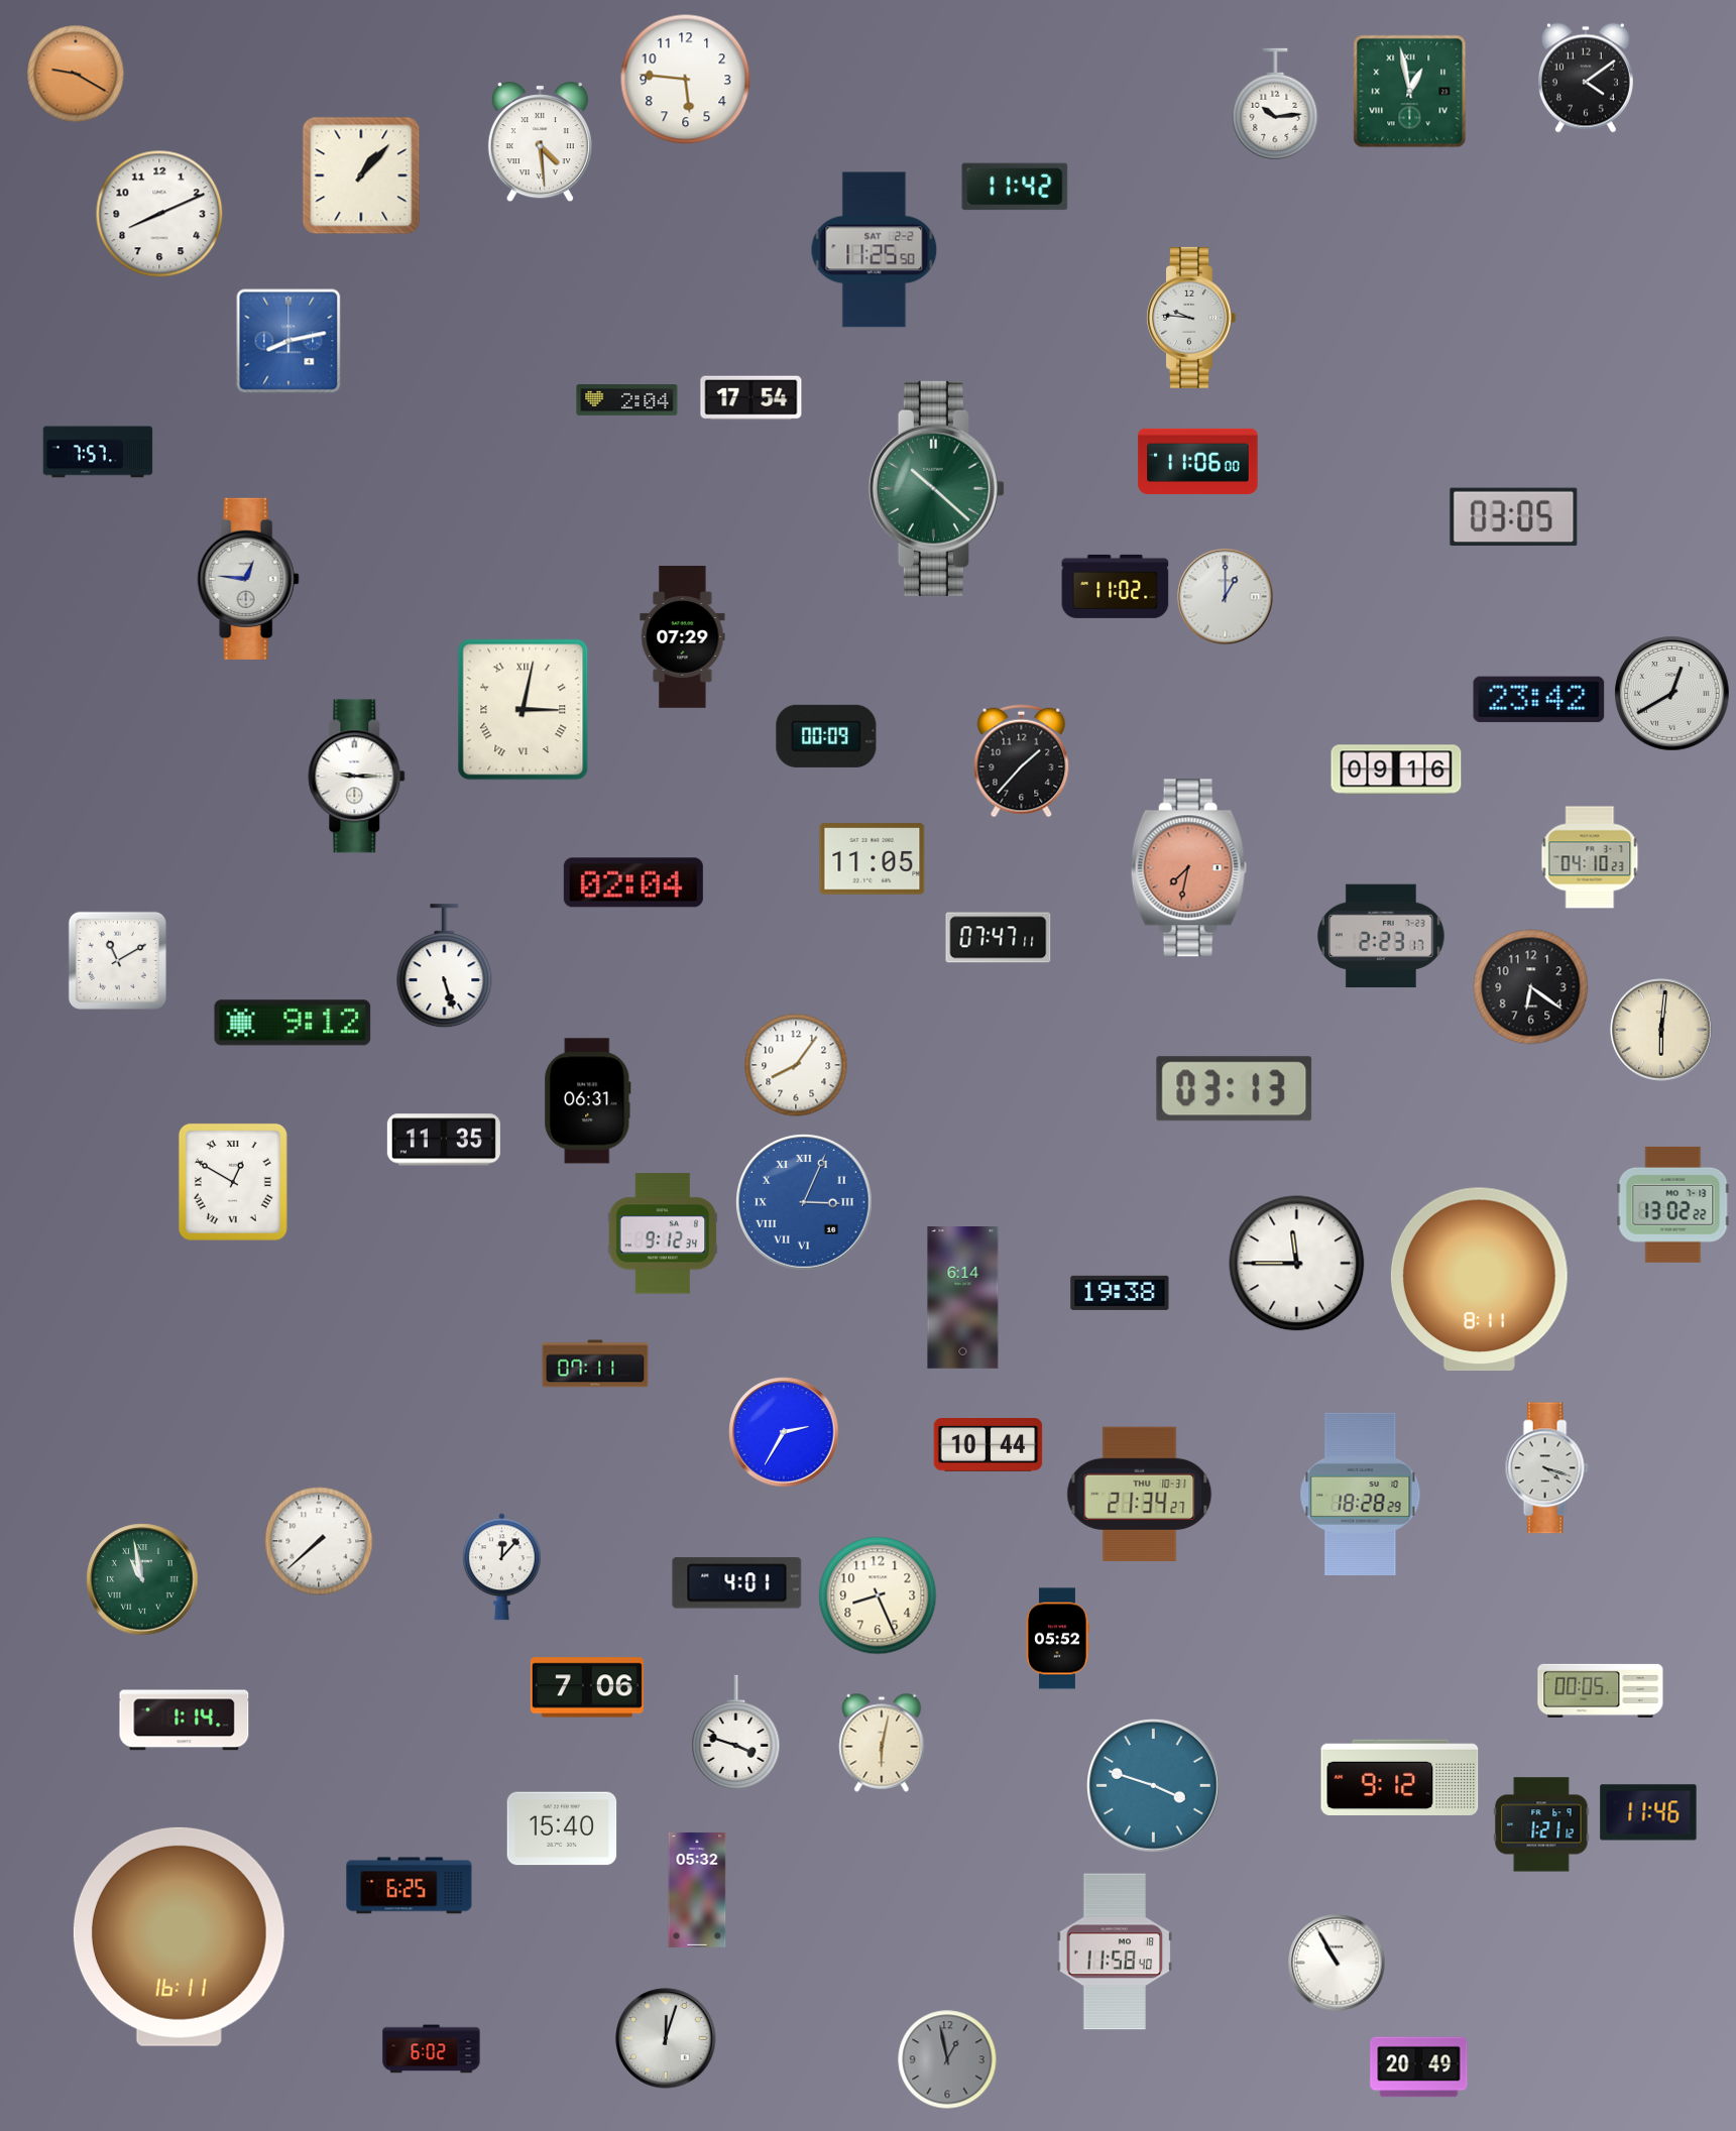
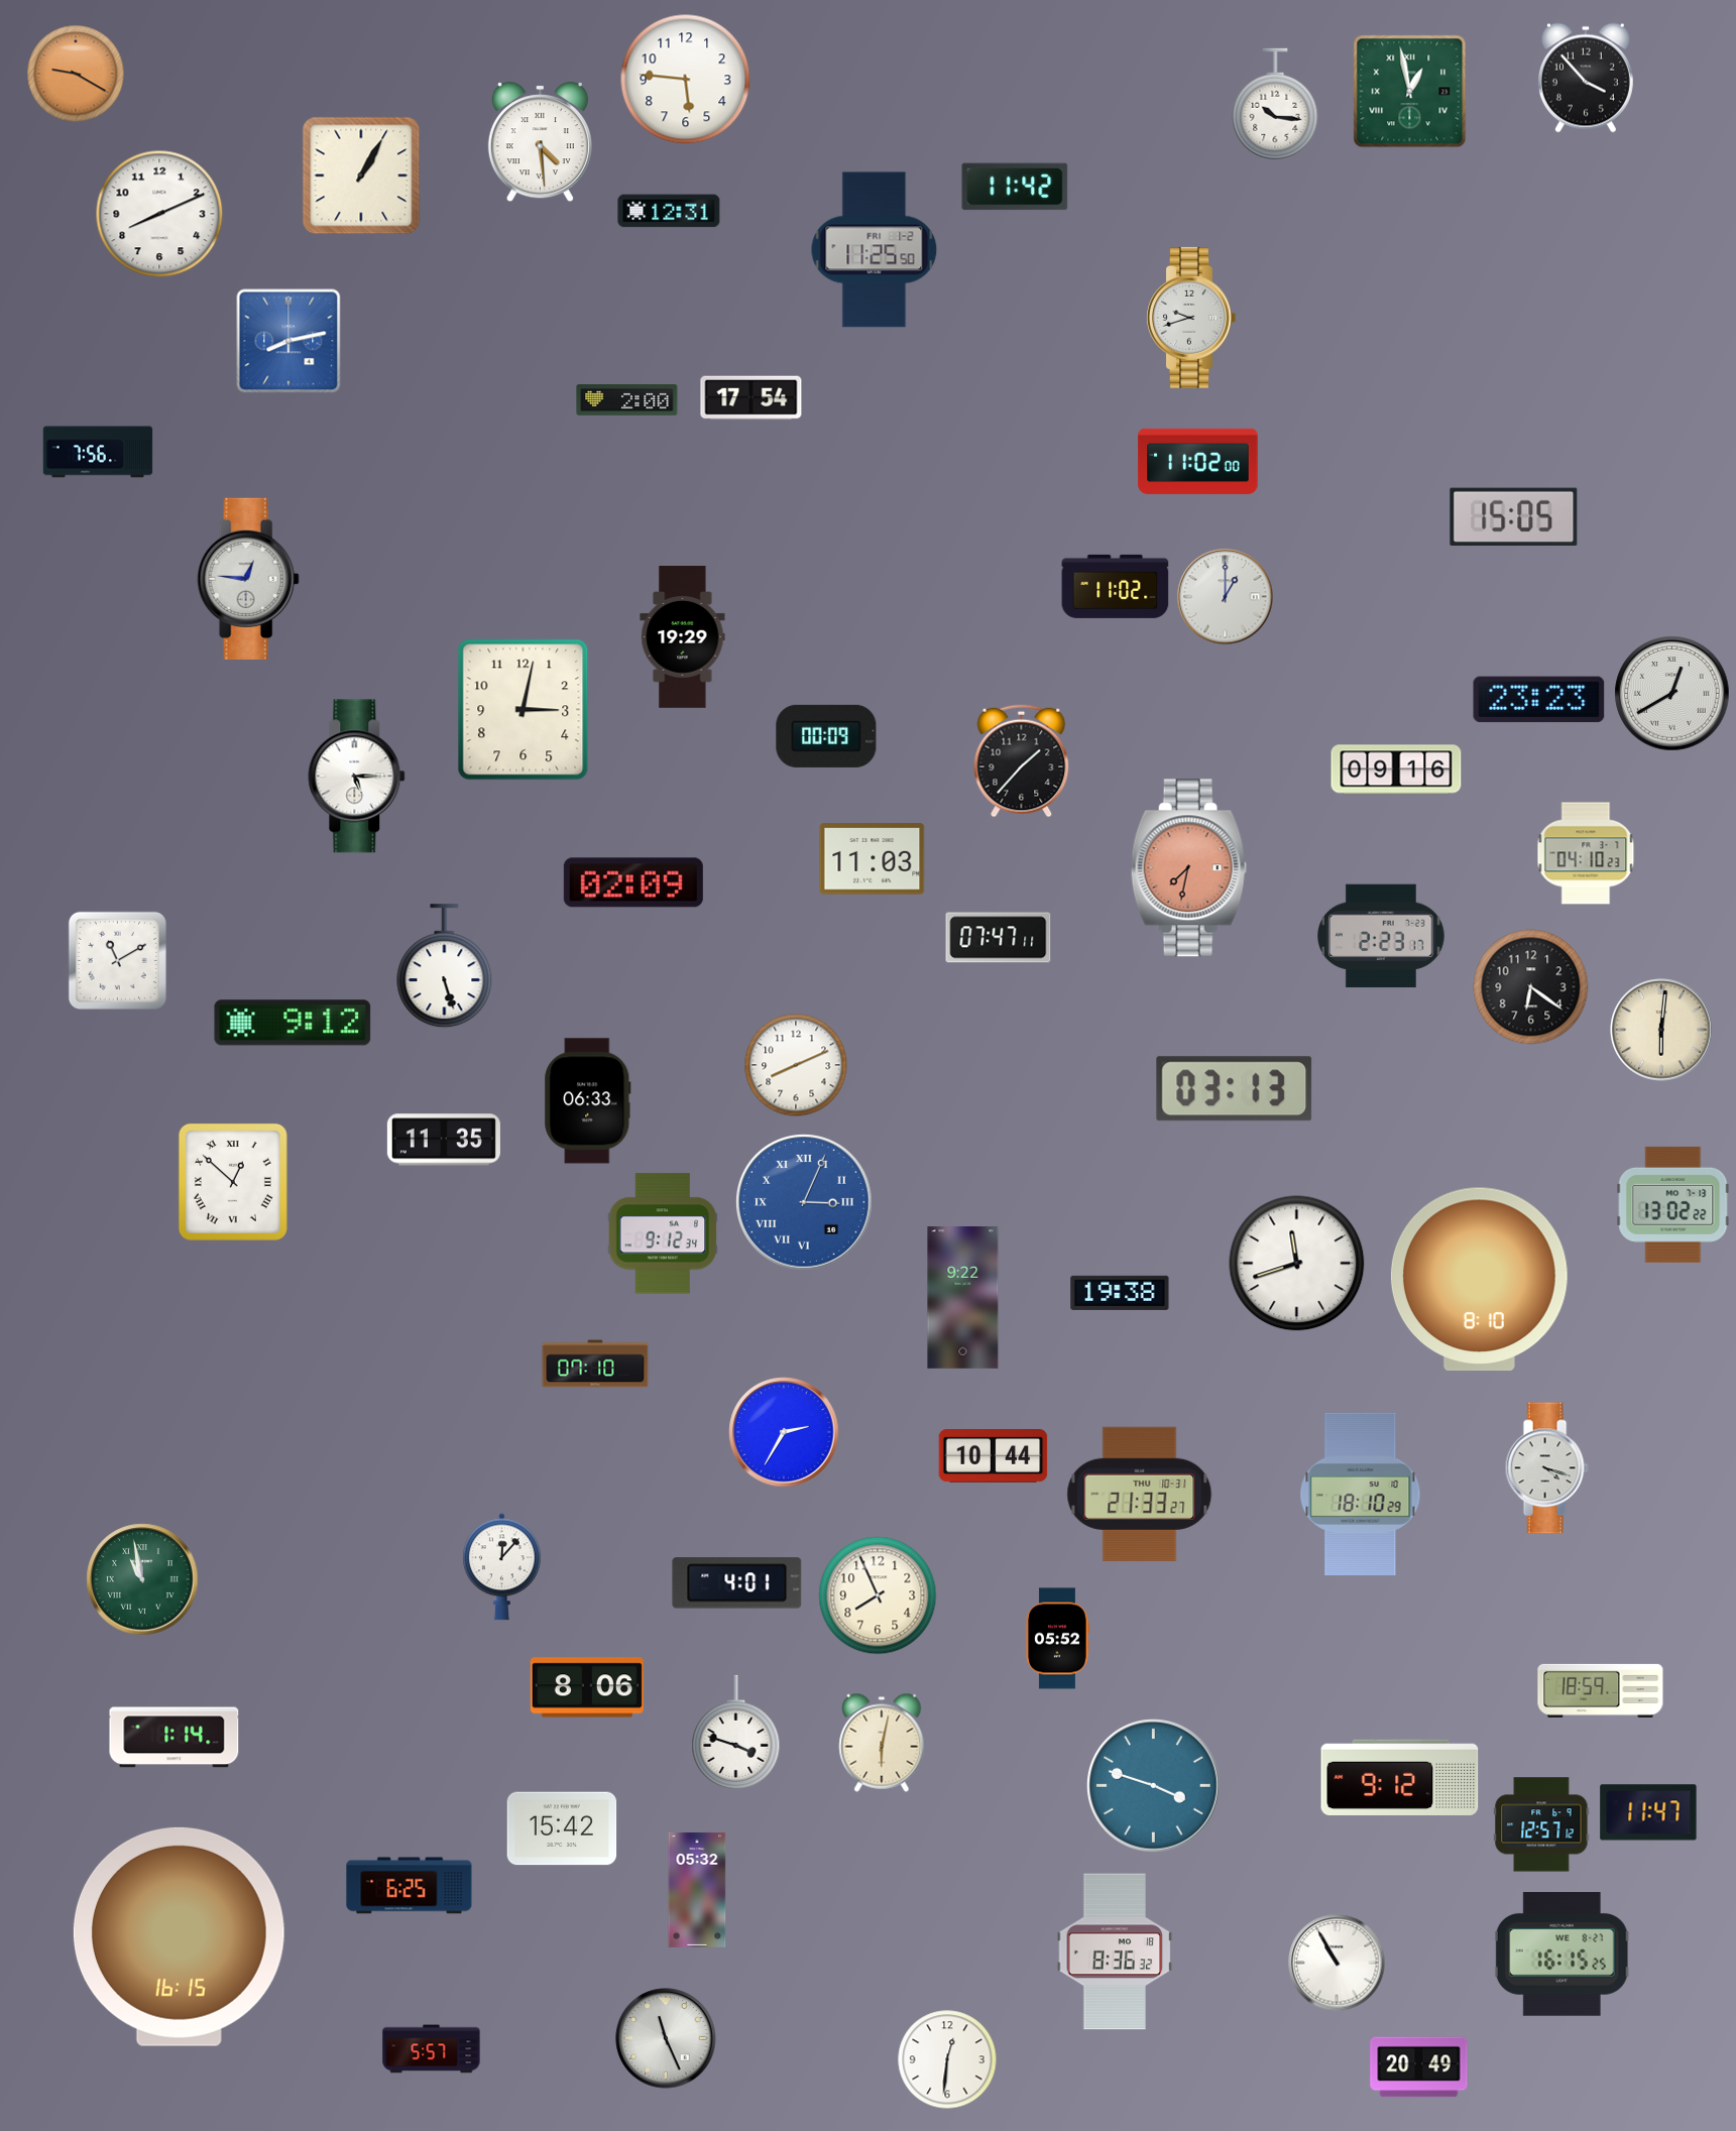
clock at (1586, 78): 4:09 -> 3:53
clock at (1275, 104): 10:14 -> 10:16
clock at (361, 175): 1:07 -> 1:05
clock at (669, 211): none -> 12:31
clock at (875, 250) date: SAT 2-2 -> FRI 1-2
clock at (1191, 318): 9:46 -> 9:42
clock at (627, 400): 2:04 -> 2:00
clock at (98, 452): 7:57 -> 7:56
clock at (1198, 461): 11:06 -> 11:02
clock at (936, 488): 10:22 -> none
clock at (1514, 517): 03:05 -> 15:05
clock at (683, 637): 07:29 -> 19:29
clock at (1539, 700): 23:42 -> 23:23
clock at (524, 710) numerals: Roman -> Arabic
clock at (357, 777): 9:15 -> 5:15
clock at (1590, 857) position: (1590, 857) -> (1586, 853)
clock at (873, 859): 11:05 -> 11:03
clock at (633, 882): 02:04 -> 02:09
clock at (796, 1065): 8:06 -> 8:11
clock at (588, 1101): 06:31 -> 06:33
clock at (233, 1182): 12:50 -> 12:52
clock at (1297, 1264): 11:45 -> 11:42
clock at (1479, 1280): 8:11 -> 8:10
clock at (963, 1298): 6:14 -> 9:22
clock at (595, 1364): 07:11 -> 07:10
clock at (989, 1445) position: (989, 1445) -> (994, 1456)
clock at (1140, 1494): 21:34 -> 21:33
clock at (1361, 1494): 18:28 -> 18:10
clock at (319, 1541): 7:38 -> none
clock at (878, 1595): 8:26 -> 7:56
clock at (587, 1687): 7:06 -> 8:06
clock at (1601, 1690): 00:05 -> 18:59
clock at (185, 1721) position: (185, 1721) -> (175, 1738)
clock at (1648, 1812): 11:46 -> 11:47
clock at (1541, 1824): 1:21 -> 12:57
clock at (562, 1828): 15:40 -> 15:42
clock at (179, 1936): 16:11 -> 16:15
clock at (1115, 1951): 11:58 -> 8:36
clock at (1561, 1955): none -> 16:15
clock at (666, 2038): 12:03 -> 11:26
clock at (432, 2049): 6:02 -> 5:57
clock at (947, 2059): 12:58 -> 12:31
clock at (947, 2059) dial: grey -> white
